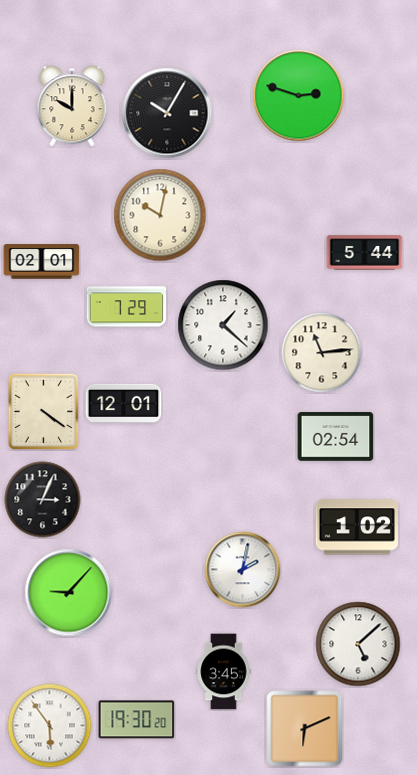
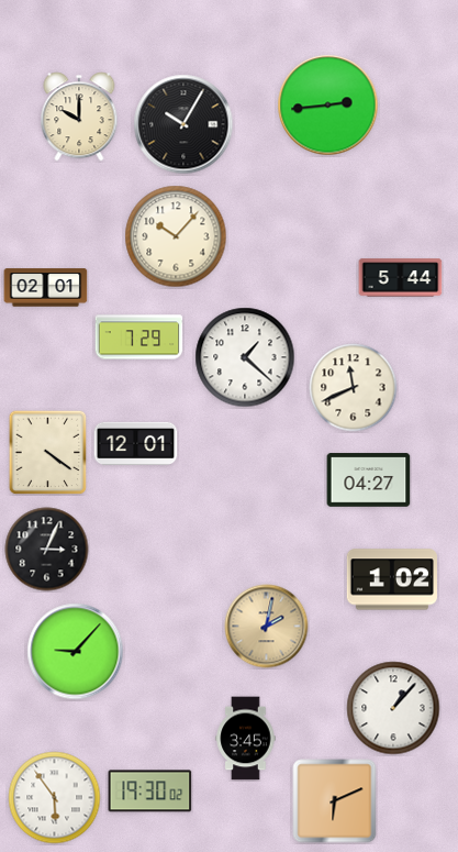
clock at (299, 96): 2:48 -> 2:44
clock at (160, 215): 10:02 -> 10:07
clock at (322, 353): 11:14 -> 11:41
clock at (336, 437): 02:54 -> 04:27
clock at (243, 570) dial: white -> champagne
clock at (358, 644): 5:08 -> 1:07
clock at (137, 720): 19:30:20 -> 19:30:02
